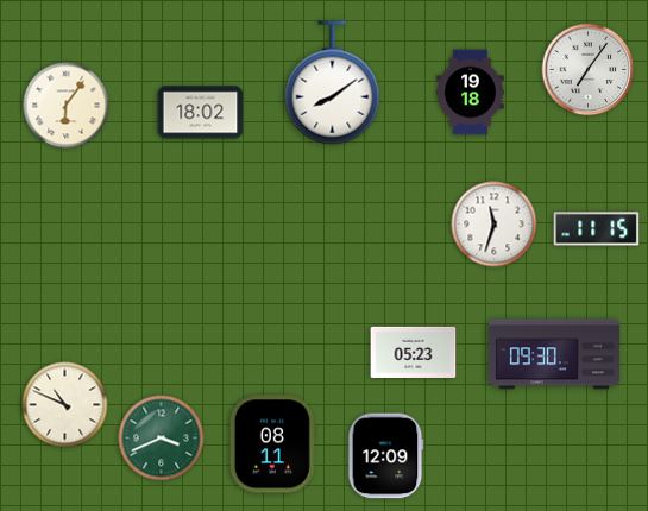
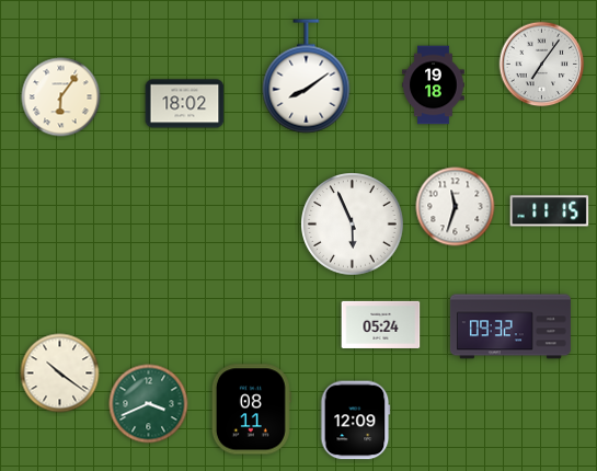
clock at (353, 225): none -> 5:56
clock at (414, 352): 05:23 -> 05:24
clock at (554, 354): 09:30 -> 09:32
clock at (65, 405): 10:49 -> 10:21
